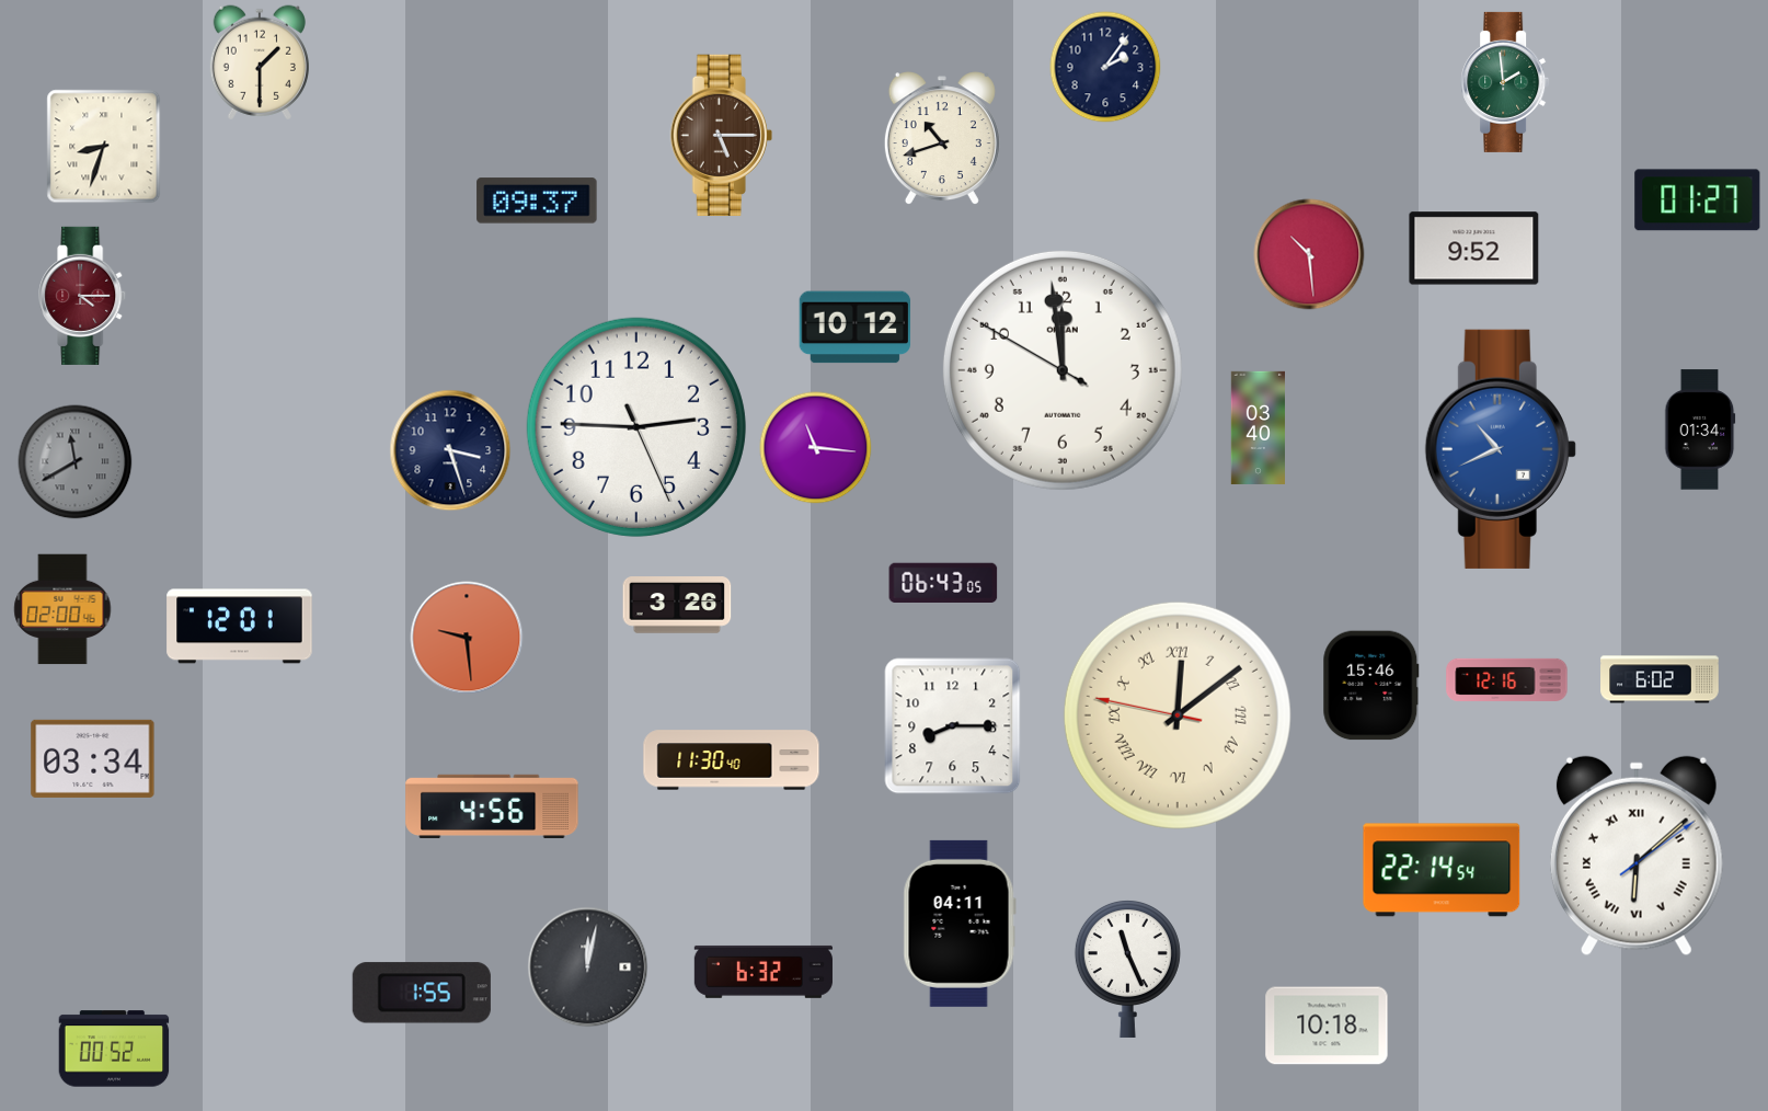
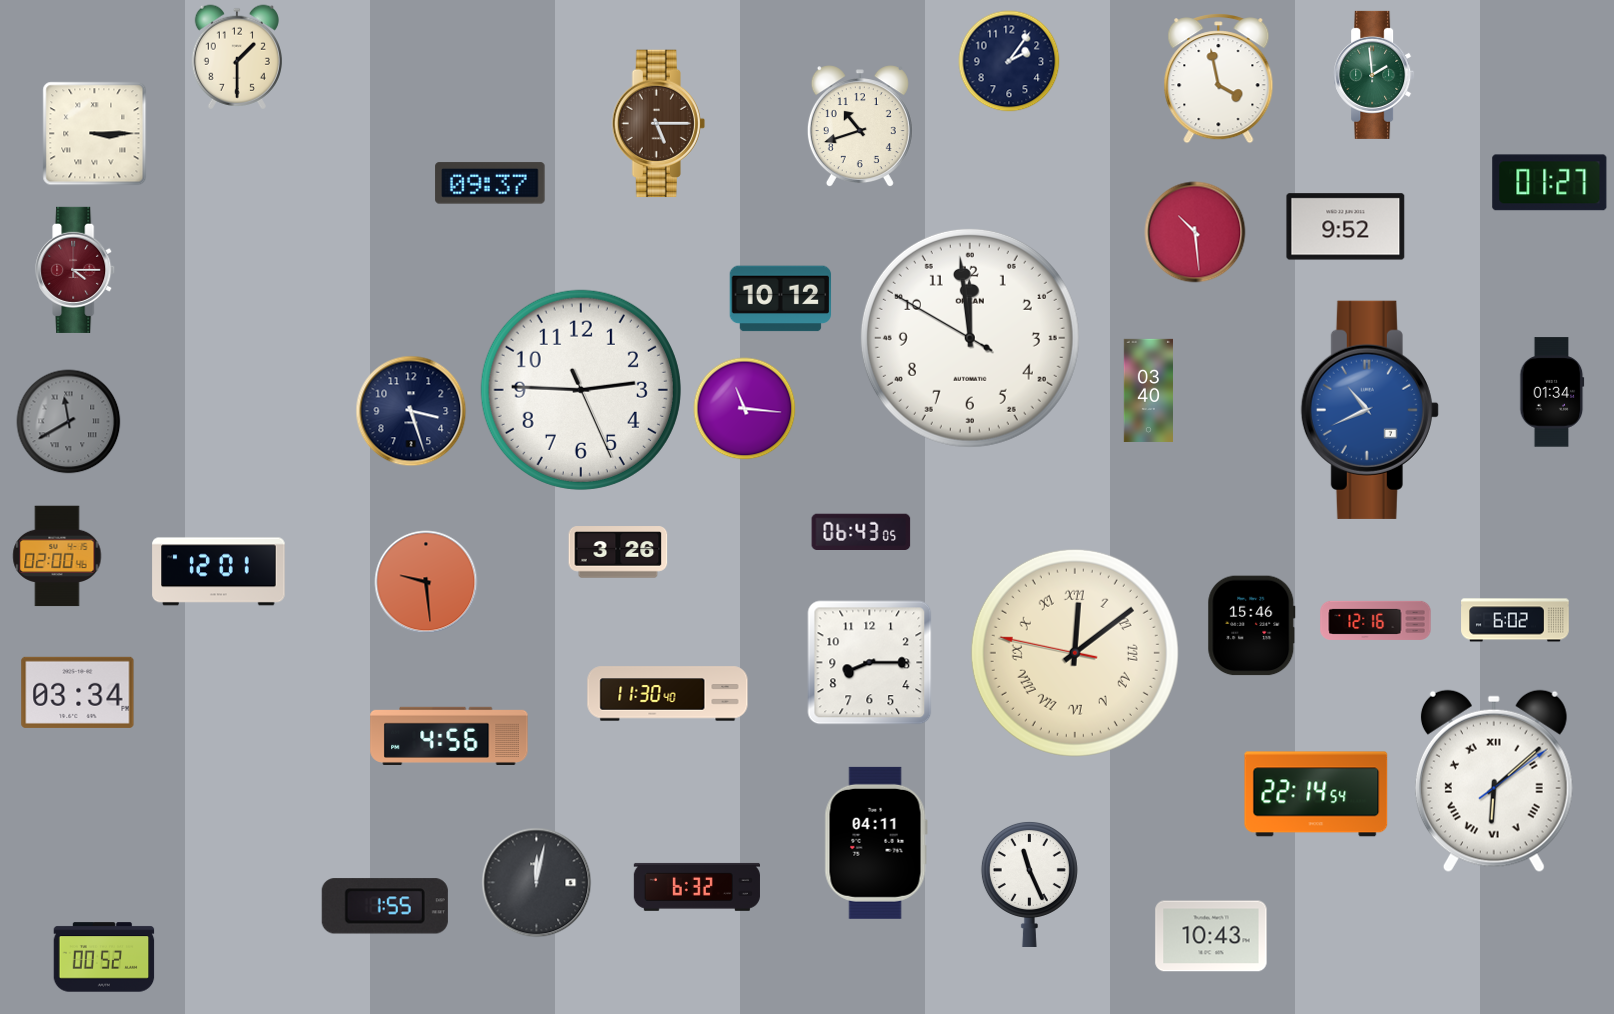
clock at (1219, 79): none -> 3:58
clock at (104, 147): 8:33 -> 3:15
clock at (93, 758) position: (93, 758) -> (78, 692)
clock at (1327, 1026): 10:18 -> 10:43
